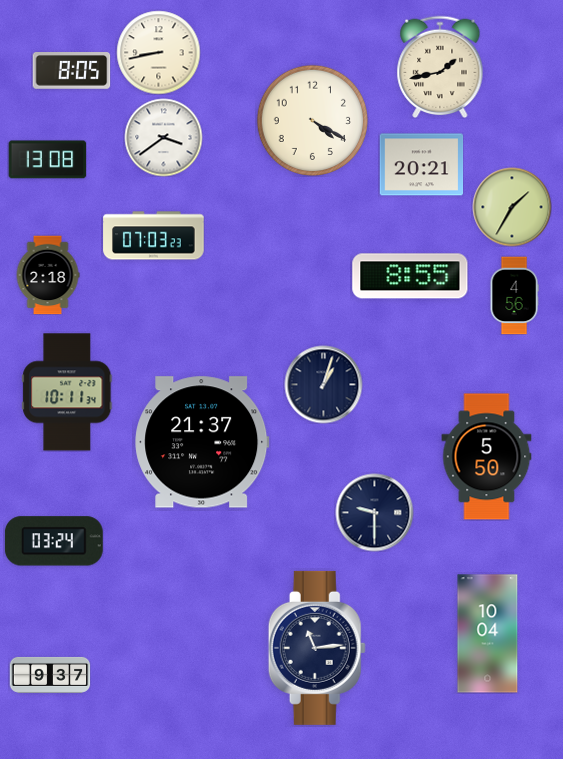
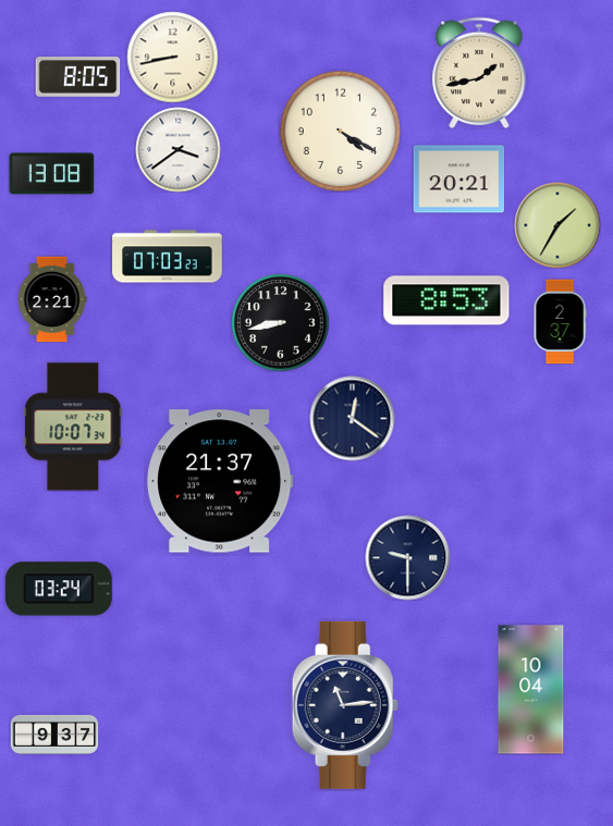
clock at (48, 275): 2:18 -> 2:21
clock at (410, 276): 8:55 -> 8:53
clock at (514, 295): 4:56 -> 2:37
clock at (280, 322): none -> 8:43
clock at (323, 384): 1:03 -> 12:21
clock at (67, 392): 10:11 -> 10:07
clock at (487, 457): 5:50 -> none
